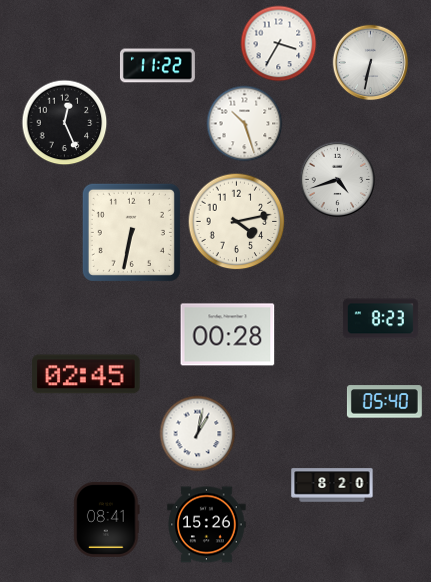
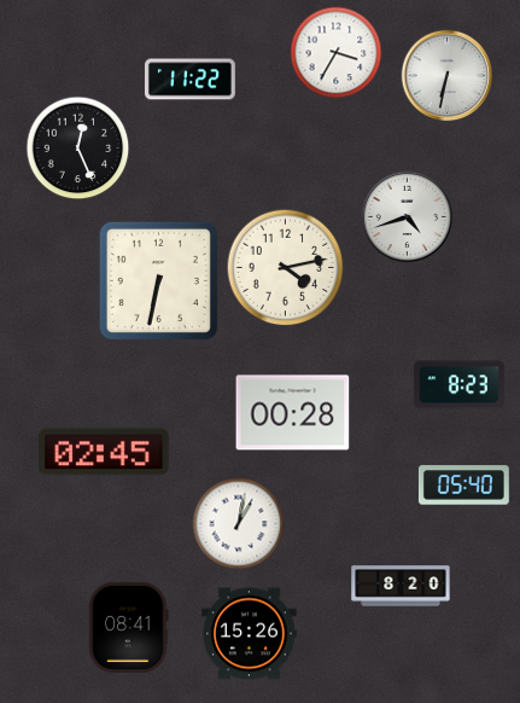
clock at (245, 124): 10:27 -> none
clock at (228, 335) position: (228, 335) -> (293, 413)
